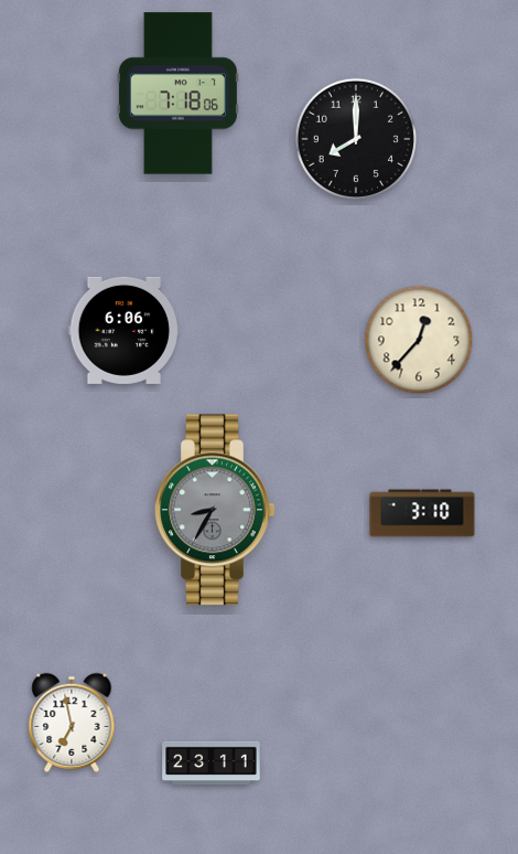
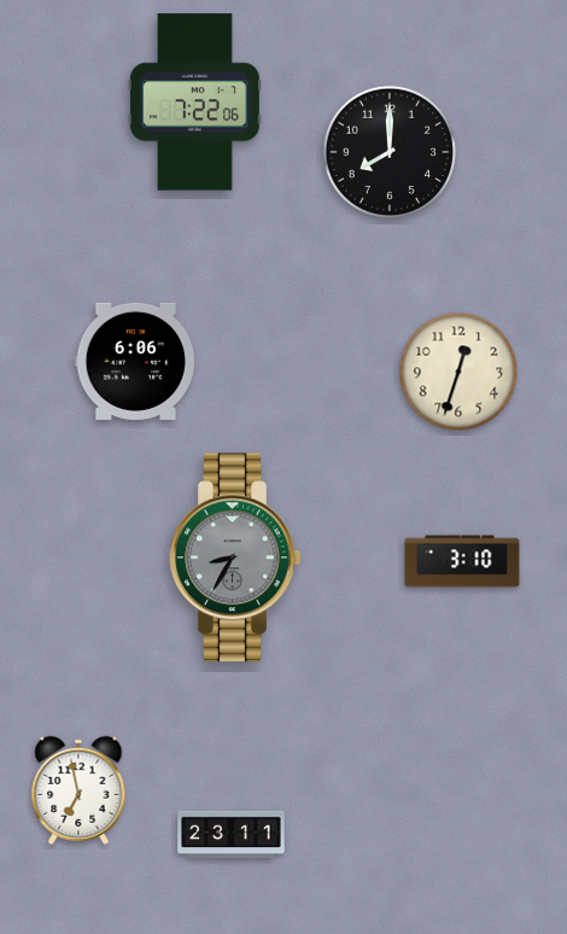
clock at (177, 94): 7:18 -> 7:22
clock at (419, 340): 12:37 -> 12:33
